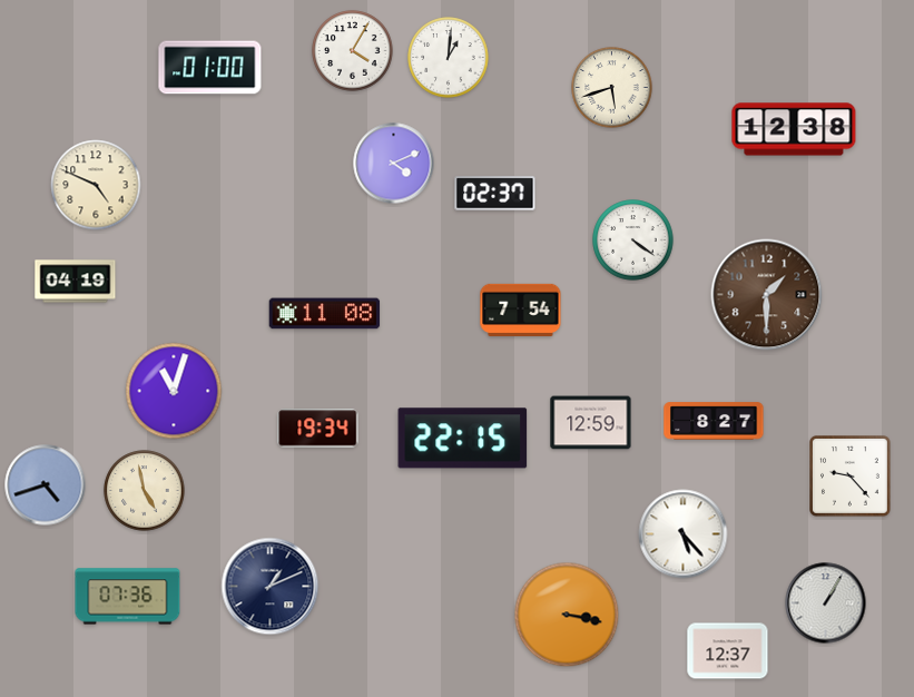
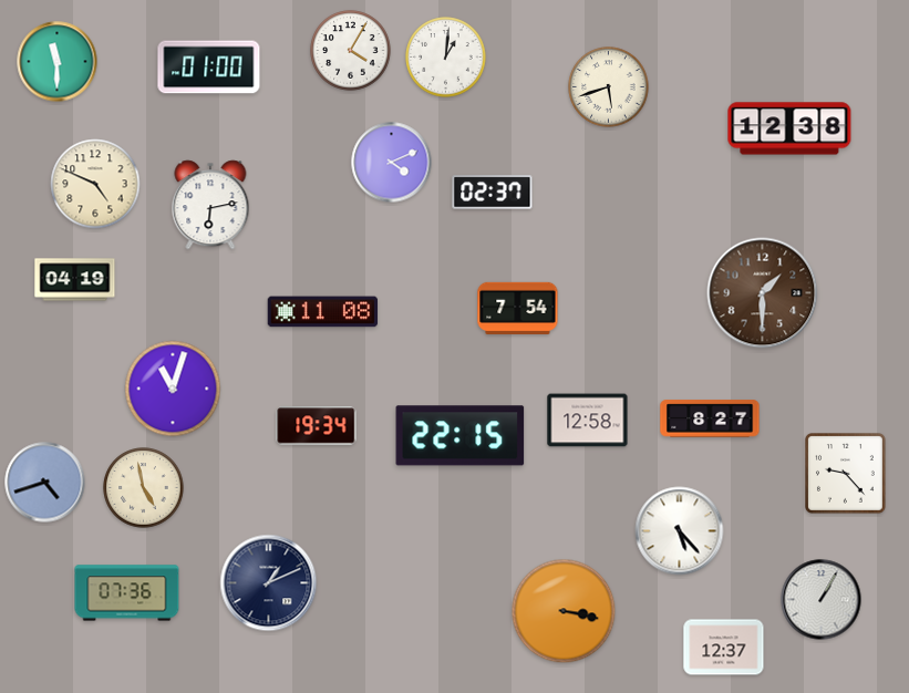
clock at (58, 62): none -> 11:30
clock at (210, 205): none -> 6:13
clock at (633, 240): 4:21 -> none
clock at (591, 423): 12:59 -> 12:58
